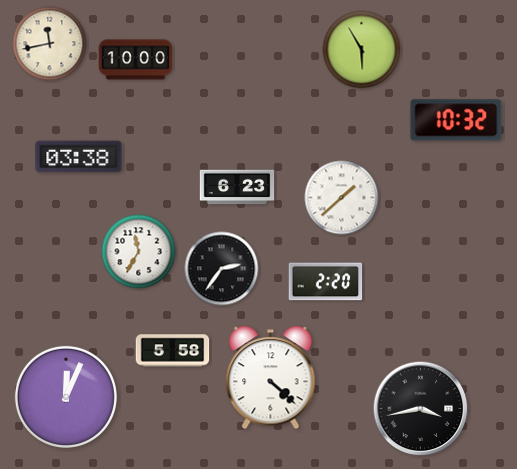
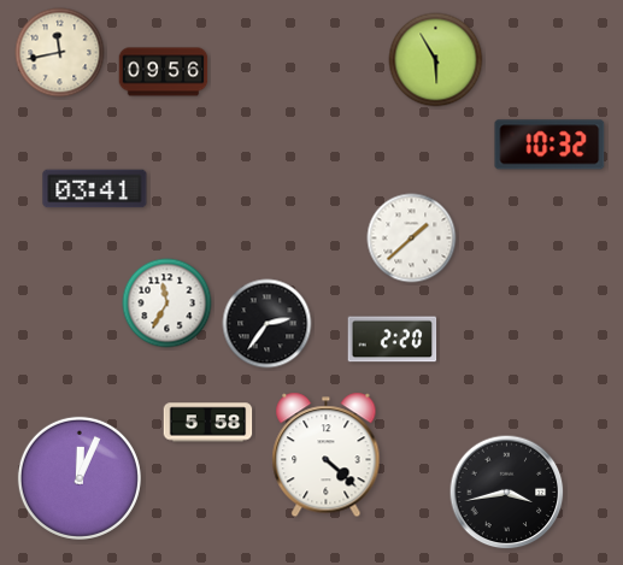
clock at (136, 60): 10:00 -> 09:56
clock at (79, 157): 03:38 -> 03:41
clock at (237, 187): 6:23 -> none
